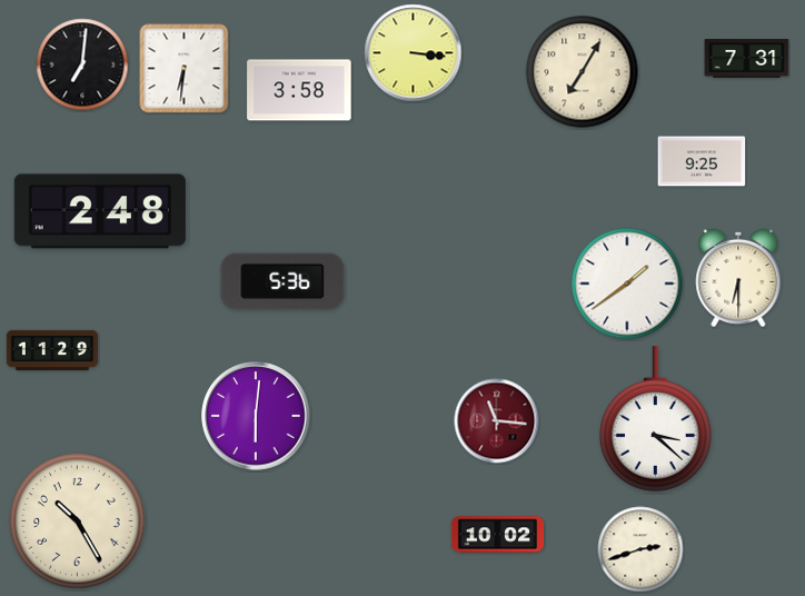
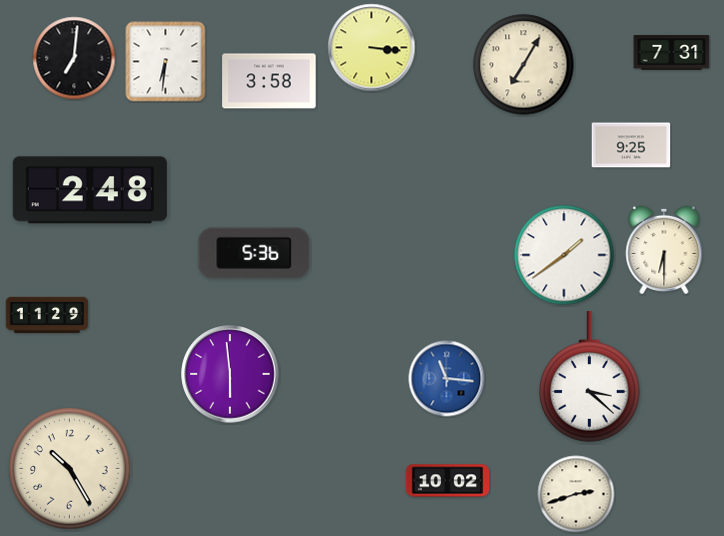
clock at (256, 416): 6:01 -> 5:59
clock at (497, 421) dial: burgundy -> blue
